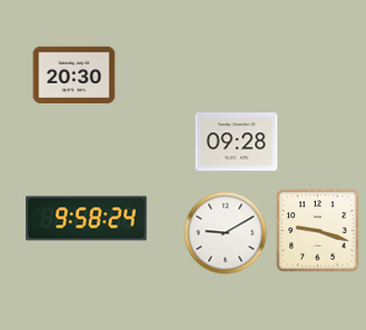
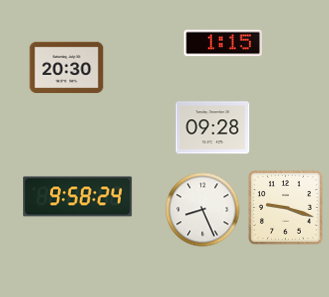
clock at (222, 43): none -> 1:15
clock at (226, 233): 9:10 -> 8:26
